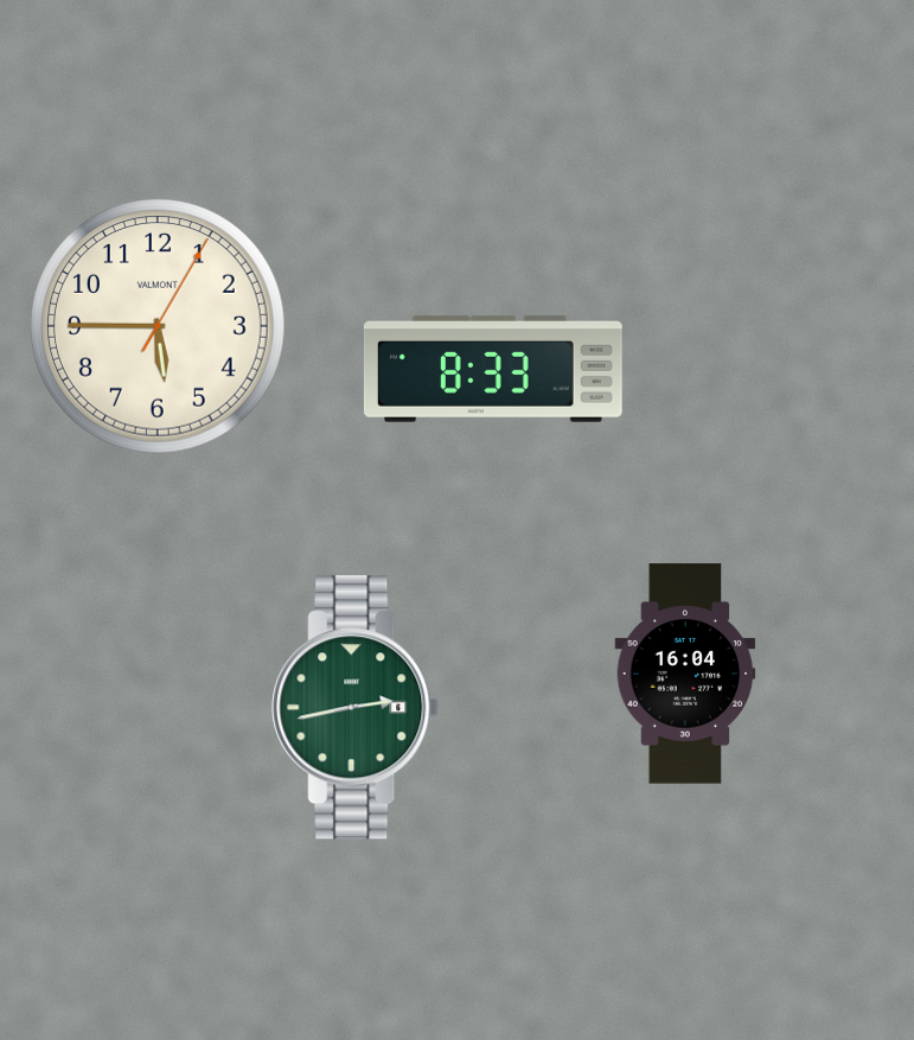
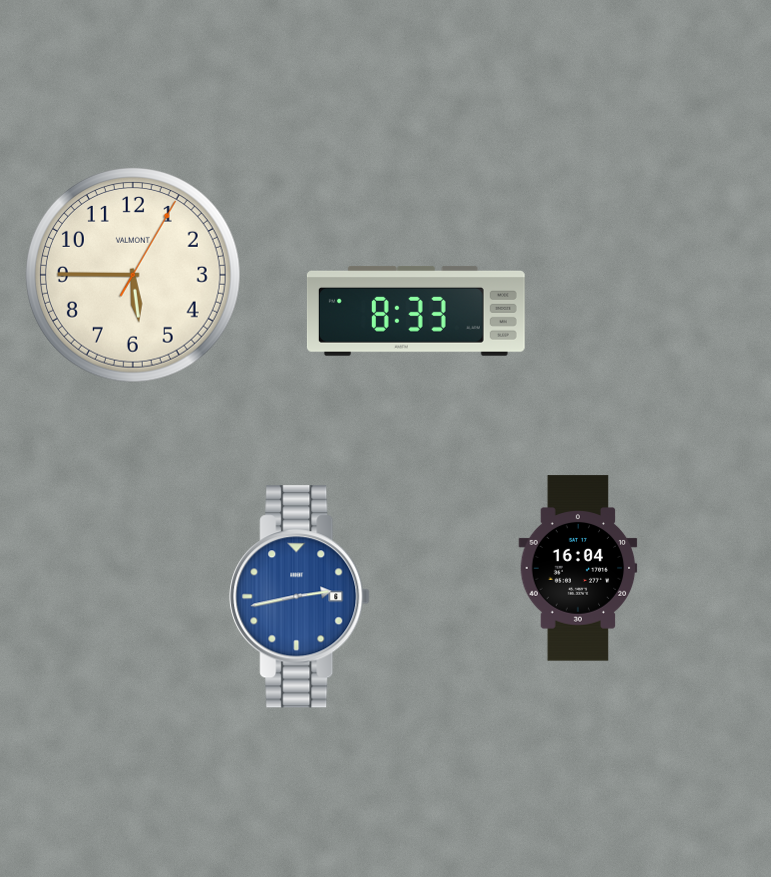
clock at (356, 708) dial: green -> blue
